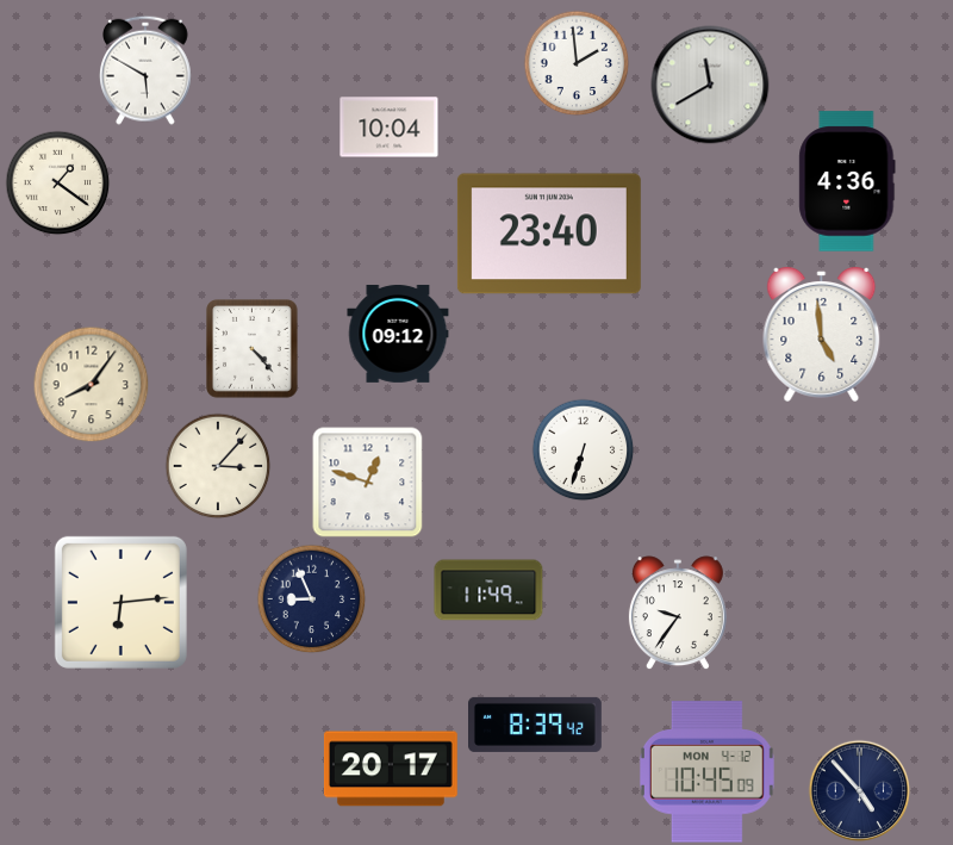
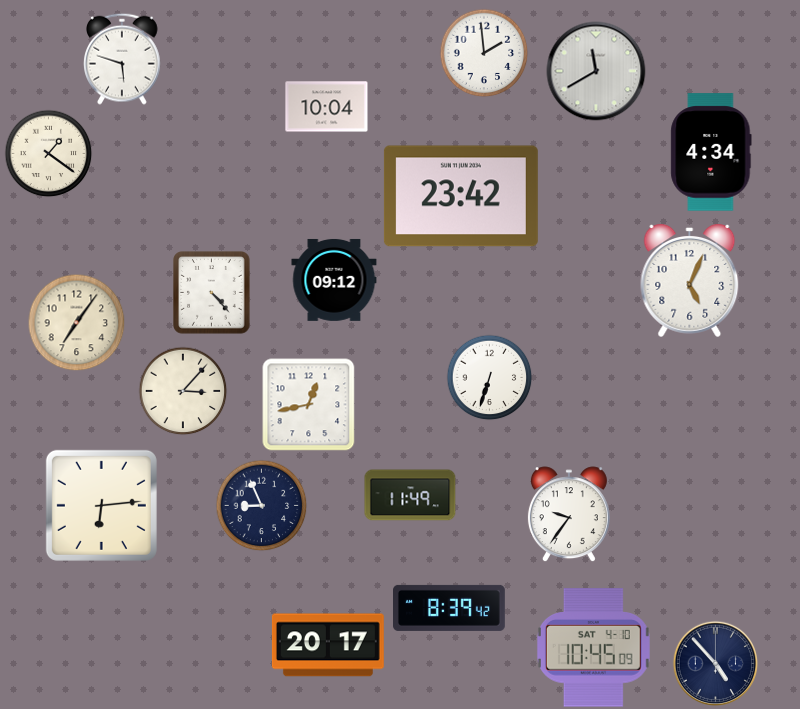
clock at (147, 70): 5:50 -> 5:48
clock at (847, 181): 4:36 -> 4:34
clock at (549, 234): 23:40 -> 23:42
clock at (822, 335): 4:59 -> 5:04
clock at (91, 384): 8:06 -> 7:06
clock at (368, 483): 12:48 -> 12:43
clock at (311, 598) position: (311, 598) -> (261, 505)
clock at (706, 772) date: MON 4-12 -> SAT 4-10
clock at (859, 790) position: (859, 790) -> (715, 663)
